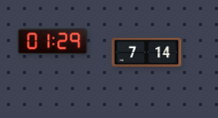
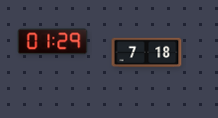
clock at (147, 53): 7:14 -> 7:18
